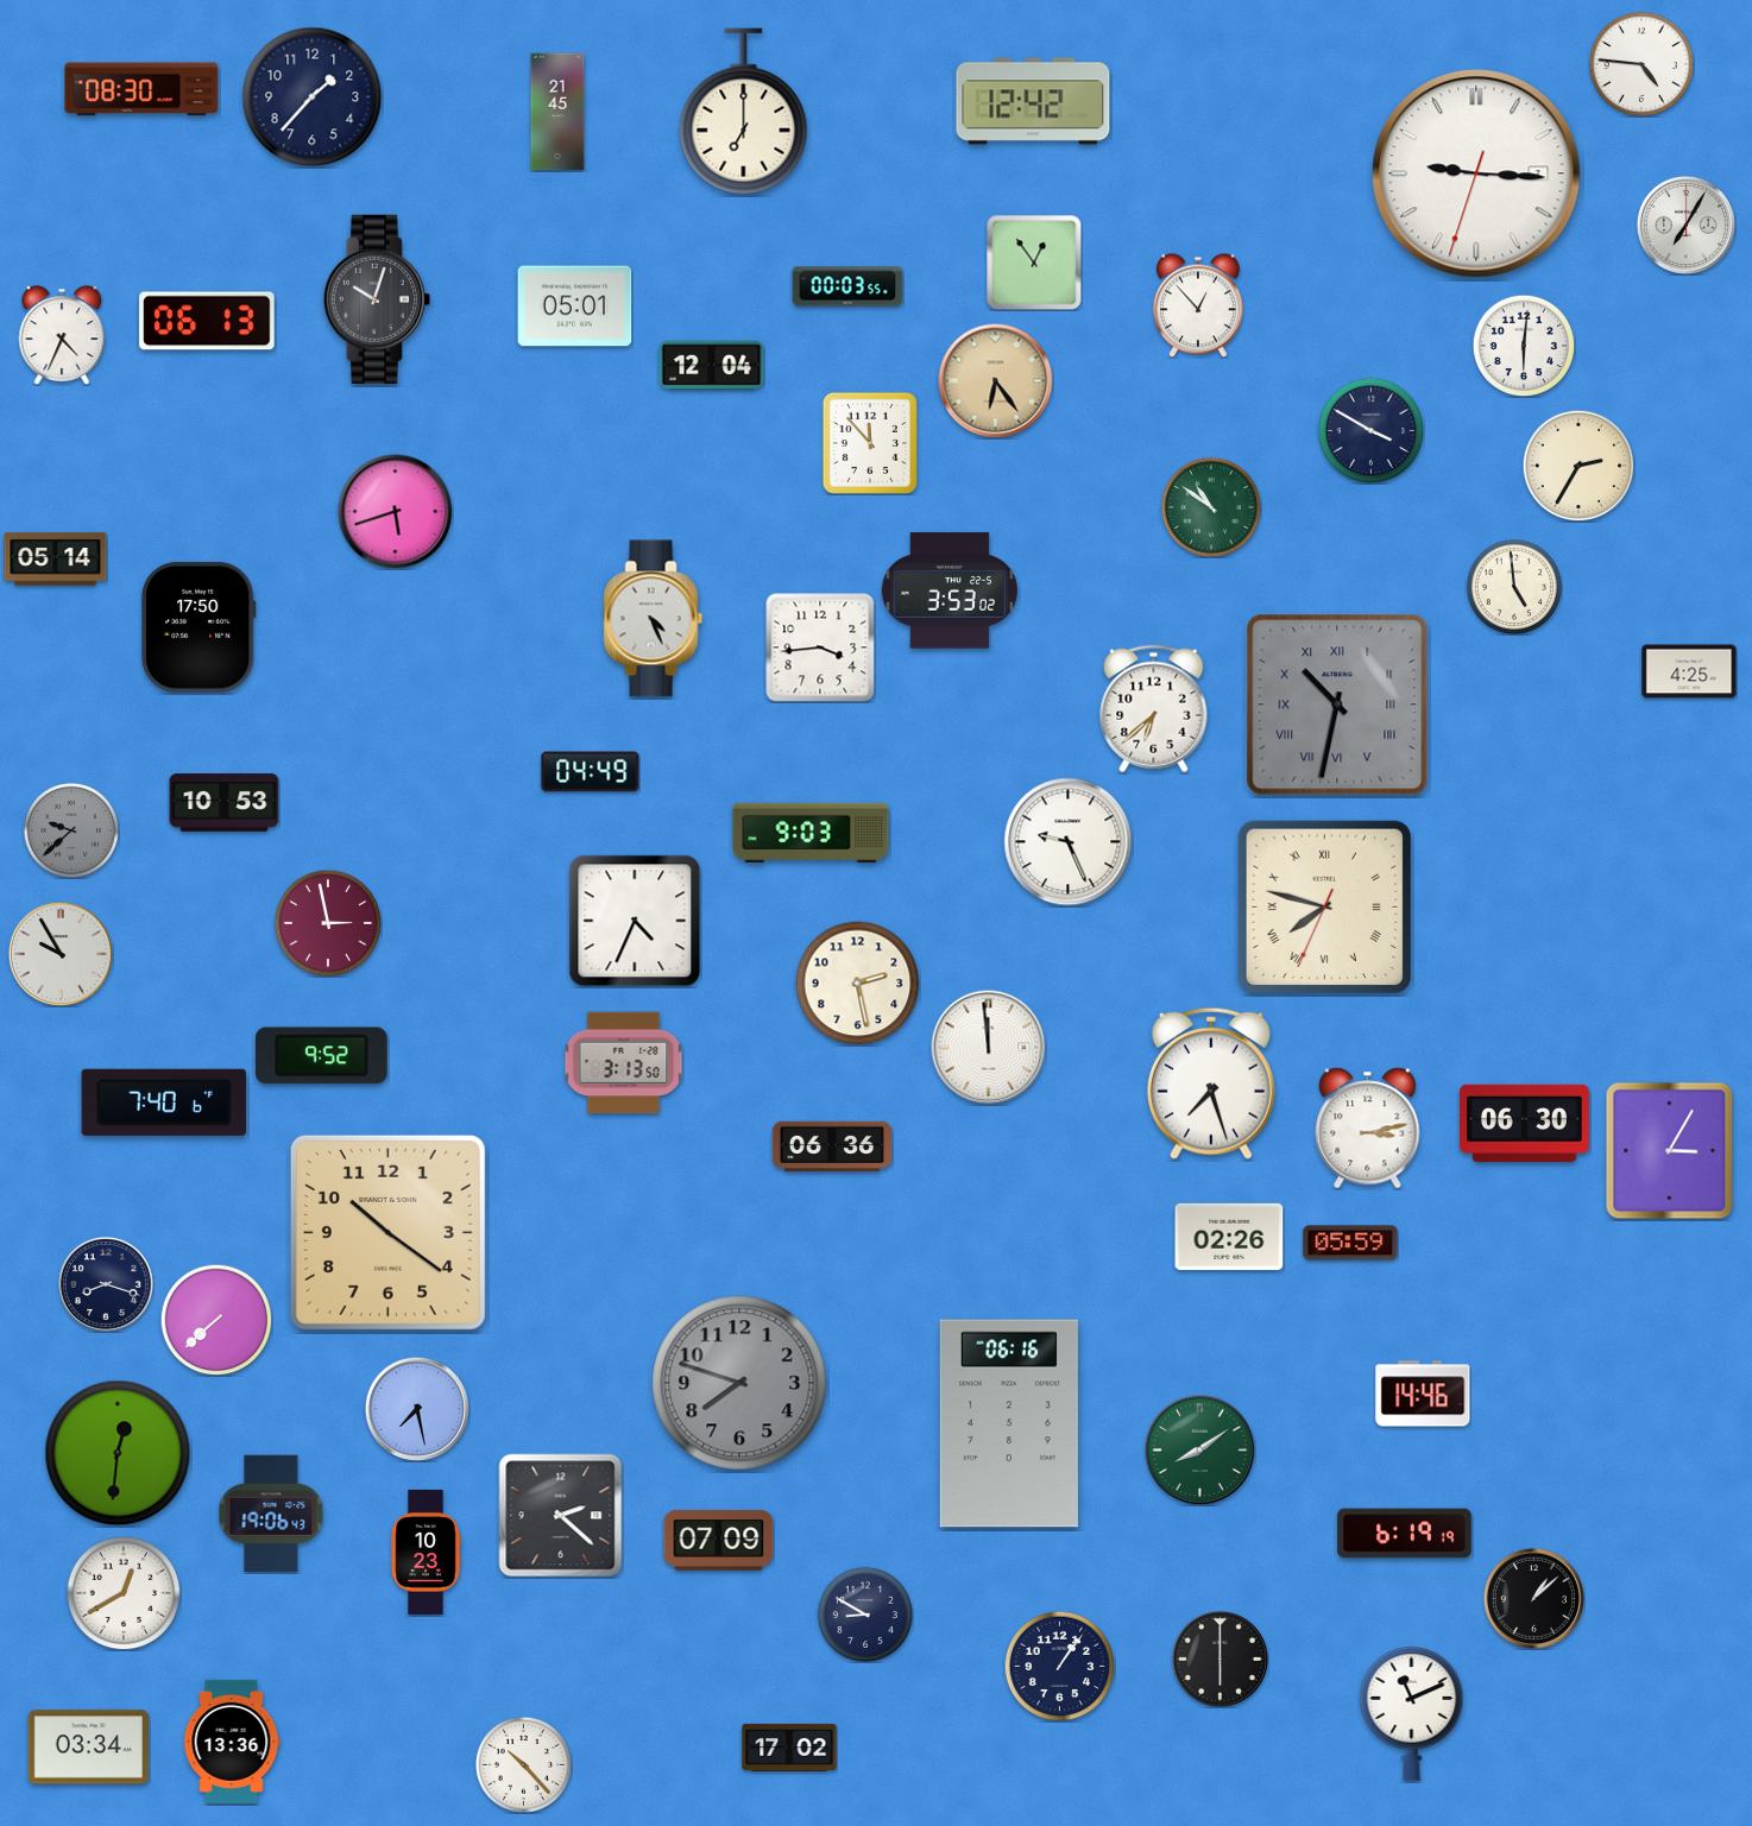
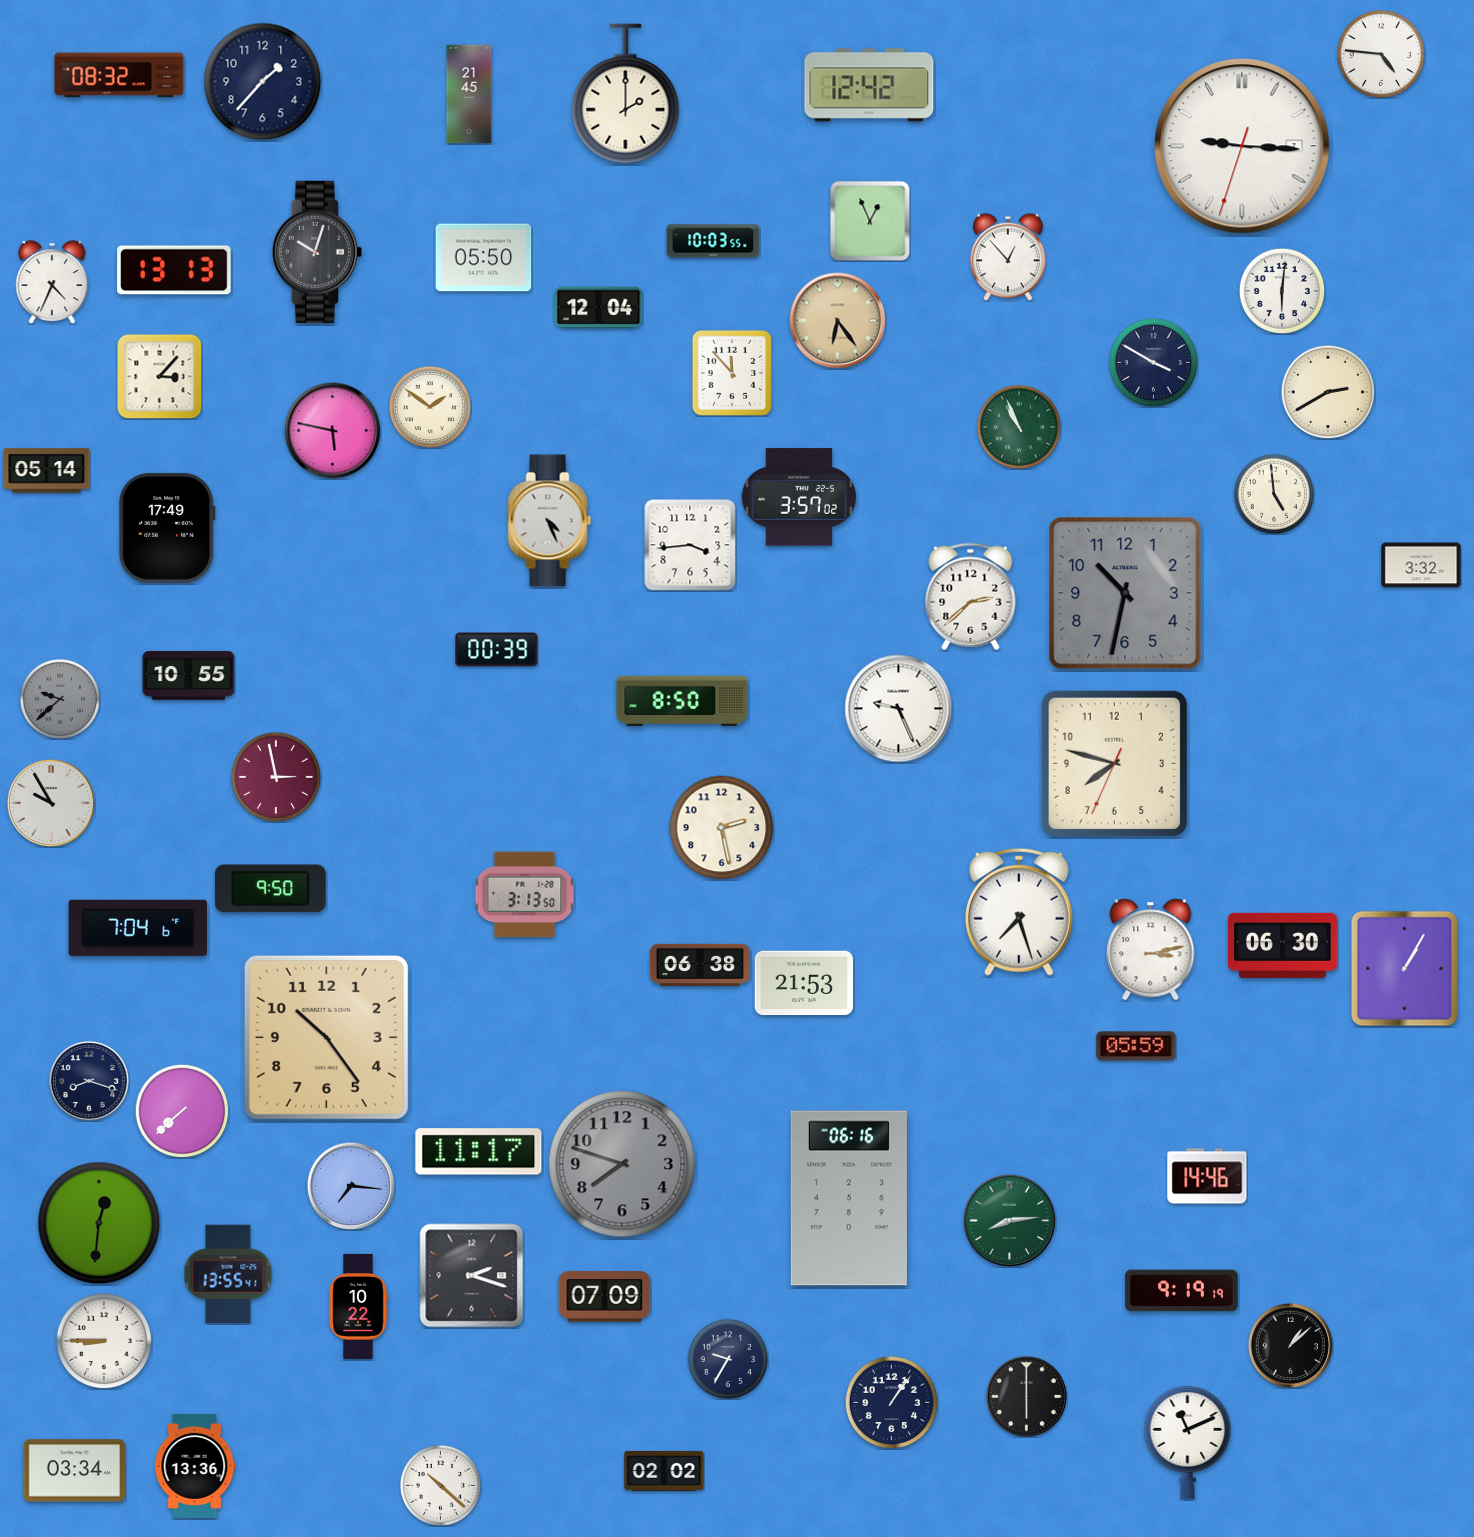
clock at (141, 89): 08:30 -> 08:32
clock at (744, 112): 7:00 -> 2:00
clock at (1685, 225): 7:05 -> none
clock at (1034, 263): 12:54 -> 12:56
clock at (847, 286): 00:03 -> 10:03
clock at (575, 307): 05:01 -> 05:50
clock at (207, 321): 06:13 -> 13:13
clock at (159, 377): none -> 3:07
clock at (1578, 466): 2:35 -> 2:40
clock at (429, 406): none -> 1:51
clock at (1211, 507): 10:51 -> 10:56
clock at (396, 512): 5:42 -> 5:47
clock at (950, 590): 3:53 -> 3:57
clock at (200, 627): 17:50 -> 17:49
clock at (1689, 671): 4:25 -> 3:32
clock at (1337, 705) numerals: Roman -> Arabic
clock at (1154, 709): 6:38 -> 2:38
clock at (591, 772): 04:49 -> 00:39
clock at (225, 803): 10:53 -> 10:55
clock at (811, 832): 9:03 -> 8:50
clock at (1324, 906) numerals: Roman -> Arabic
clock at (635, 921): 4:34 -> none
clock at (989, 1048): 11:59 -> none
clock at (321, 1056): 9:52 -> 9:50
clock at (163, 1102): 7:40 -> 7:04
clock at (832, 1145): 06:36 -> 06:38
clock at (1670, 1151): 3:05 -> 1:05
clock at (804, 983): none -> 21:53
clock at (387, 1232): 10:21 -> 10:24
clock at (1229, 1237): 02:26 -> none
clock at (479, 1152): none -> 11:17
clock at (1423, 1394) position: (1423, 1394) -> (1207, 1176)
clock at (416, 1408): 7:28 -> 7:16
clock at (1199, 1449): 8:09 -> 8:14
clock at (271, 1514): 19:06 -> 13:55
clock at (561, 1516): 2:22 -> 2:18
clock at (1405, 1534): 6:19 -> 9:19
clock at (426, 1552): 10:23 -> 10:22
clock at (124, 1593): 12:40 -> 8:45
clock at (864, 1613): 8:50 -> 9:35
clock at (789, 1748): 17:02 -> 02:02
clock at (523, 1764): 10:23 -> 10:22
